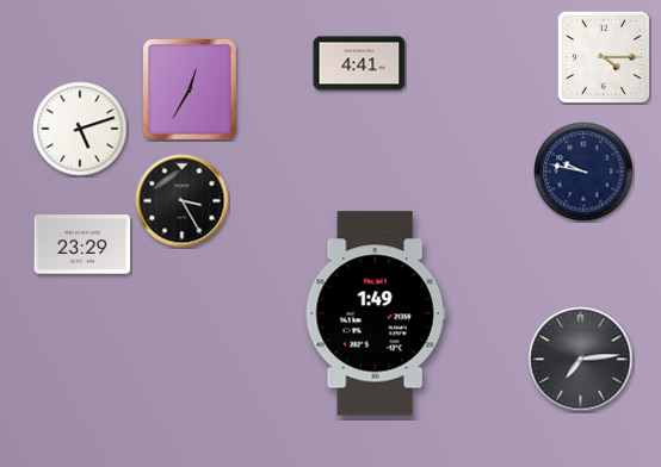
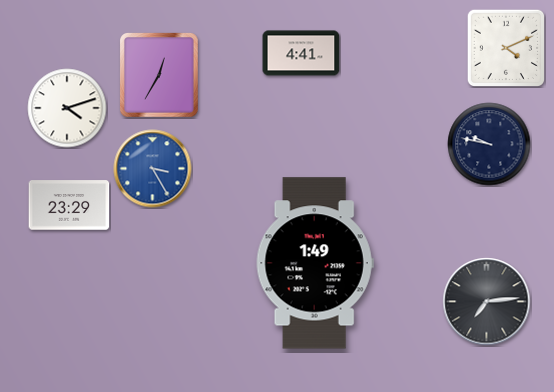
clock at (603, 56): 4:15 -> 4:11
clock at (80, 129): 5:12 -> 4:12
clock at (183, 201) dial: black -> blue
